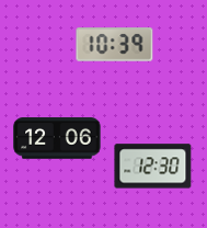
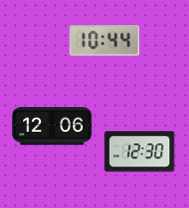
clock at (115, 45): 10:39 -> 10:44
